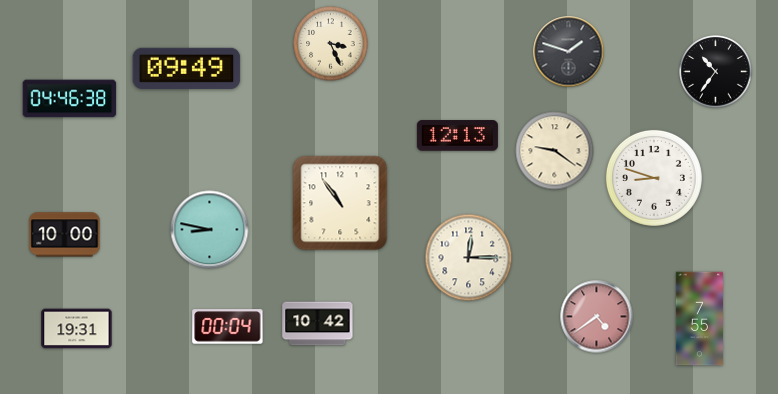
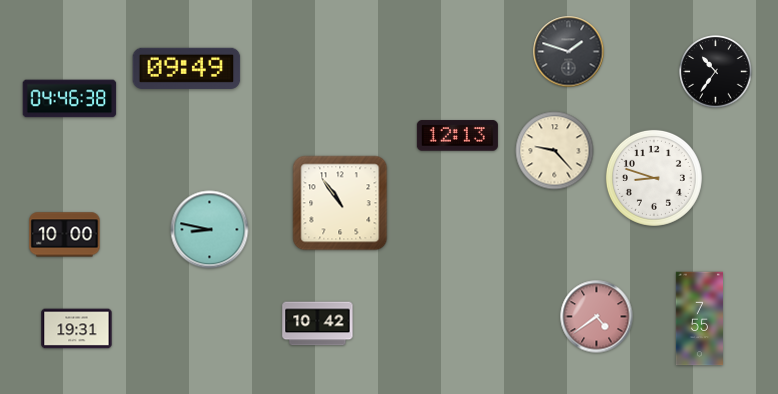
clock at (331, 44): 3:26 -> none
clock at (555, 151): 9:21 -> 9:23
clock at (469, 258): 12:15 -> none
clock at (228, 327): 00:04 -> none
